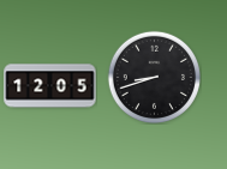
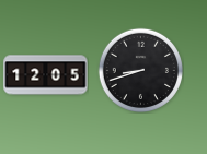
clock at (50, 86) position: (50, 86) -> (46, 75)
